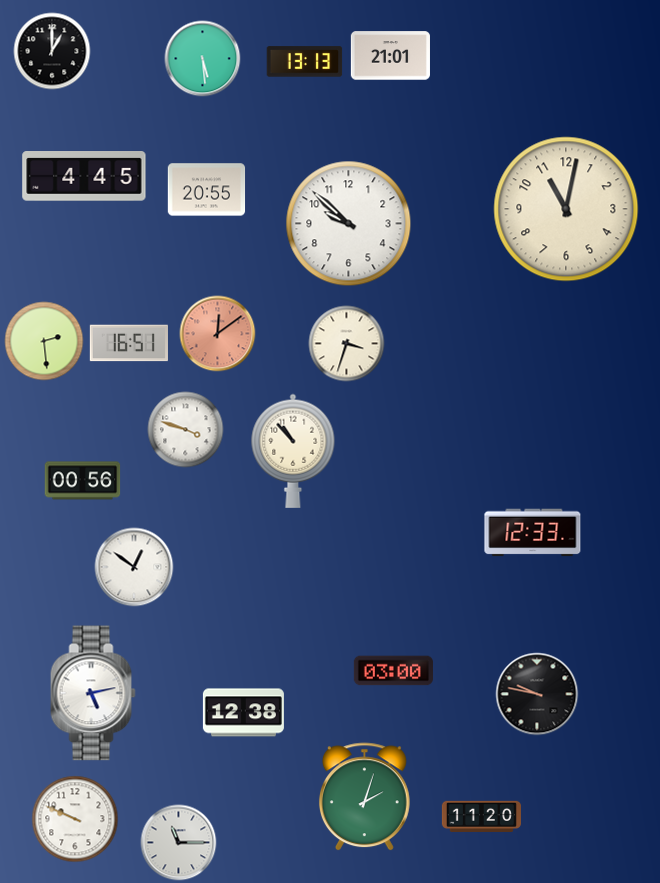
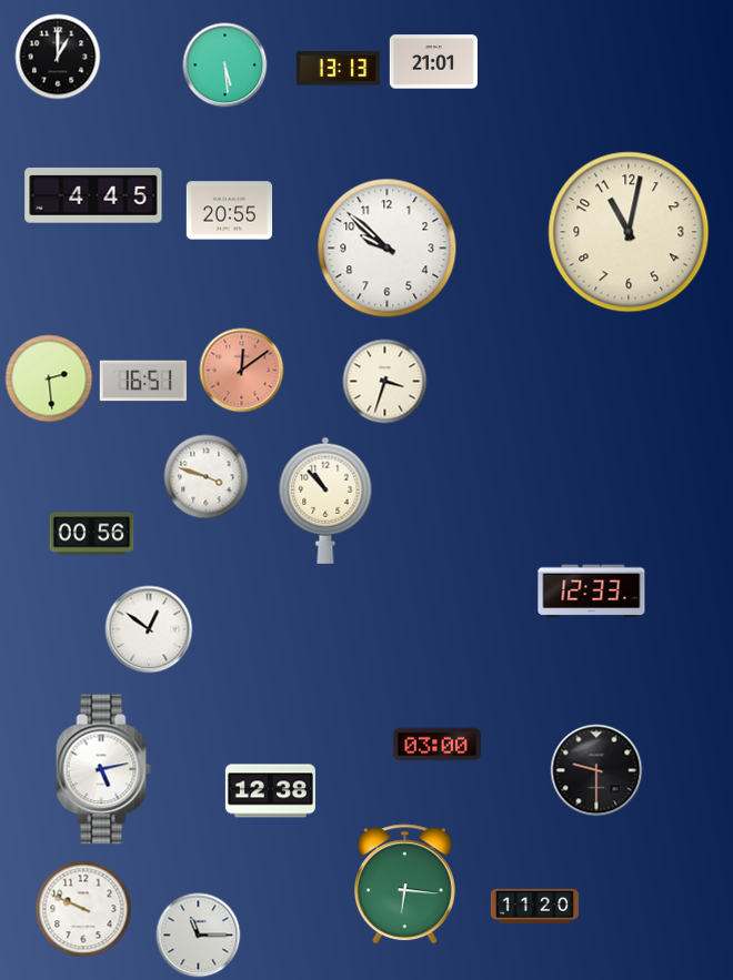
clock at (537, 694): 9:47 -> 9:30
clock at (364, 797): 2:03 -> 6:16
